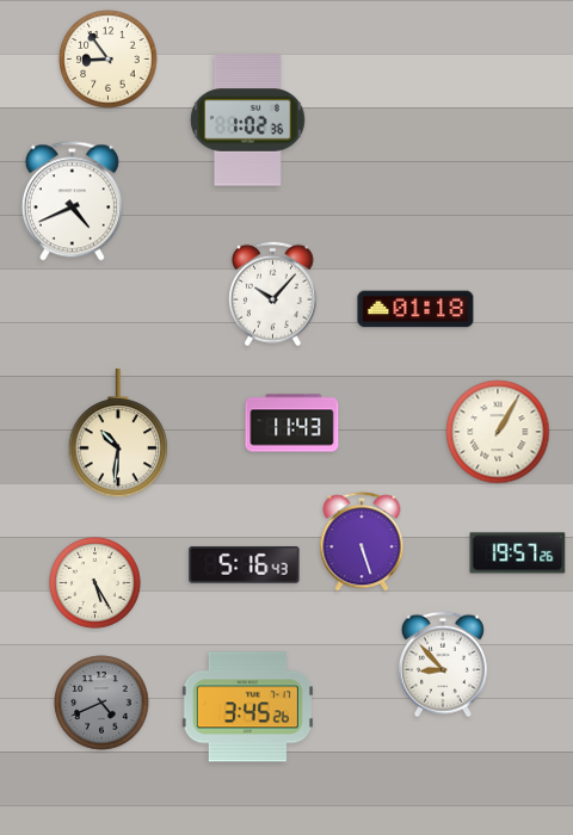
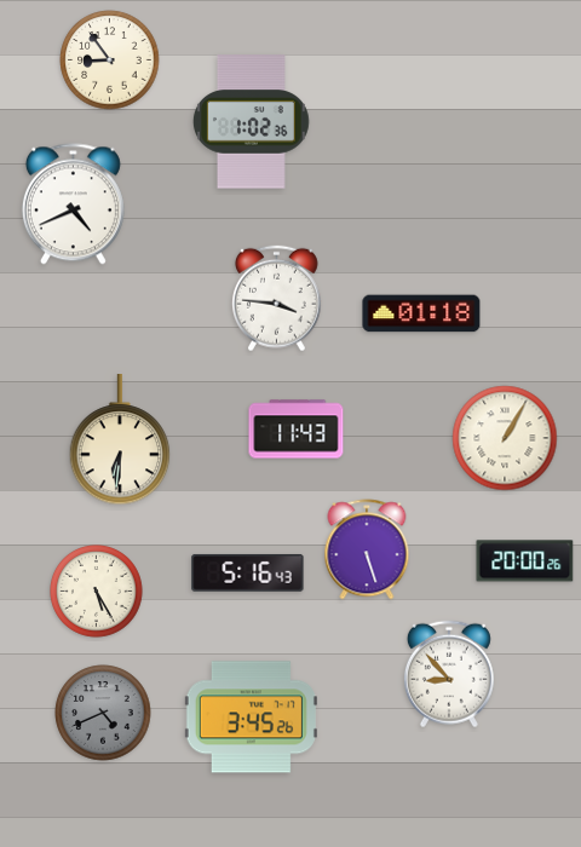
clock at (272, 295): 10:07 -> 3:46
clock at (118, 434): 10:31 -> 6:31
clock at (518, 553): 19:57 -> 20:00
